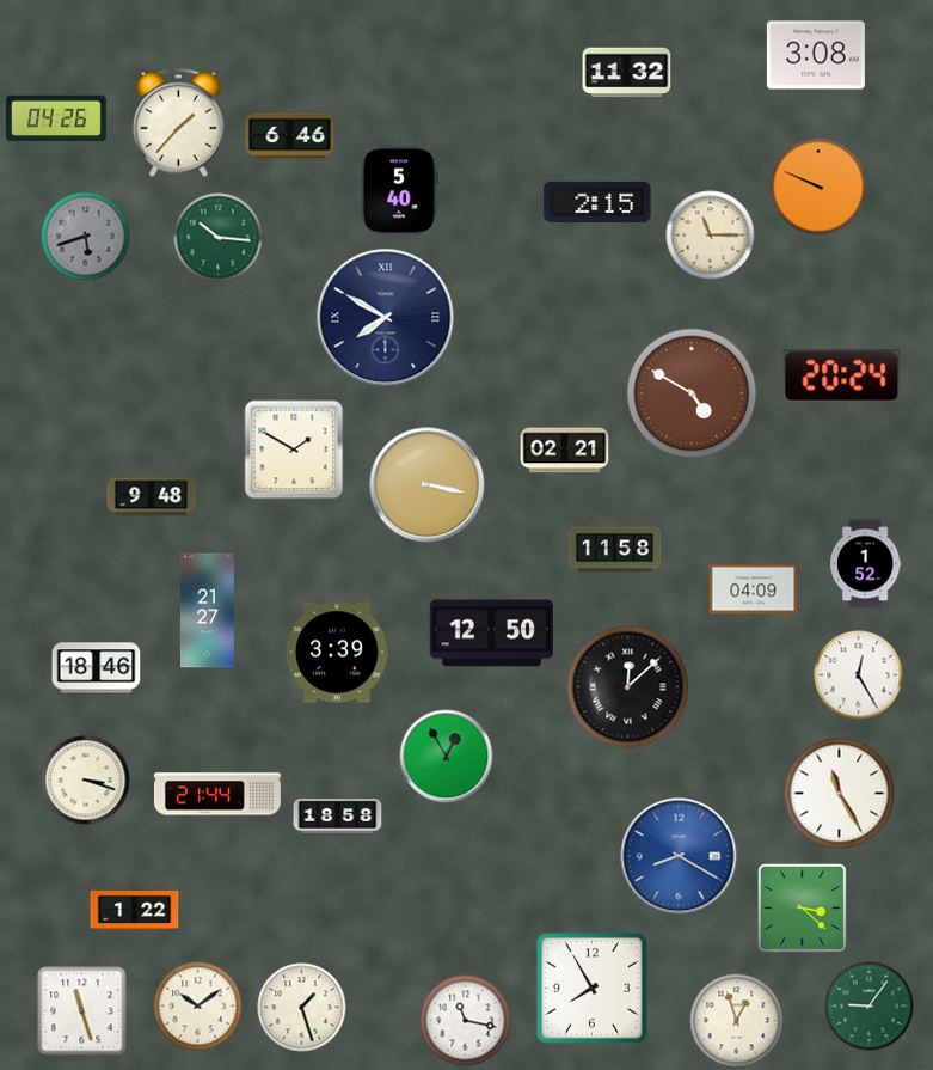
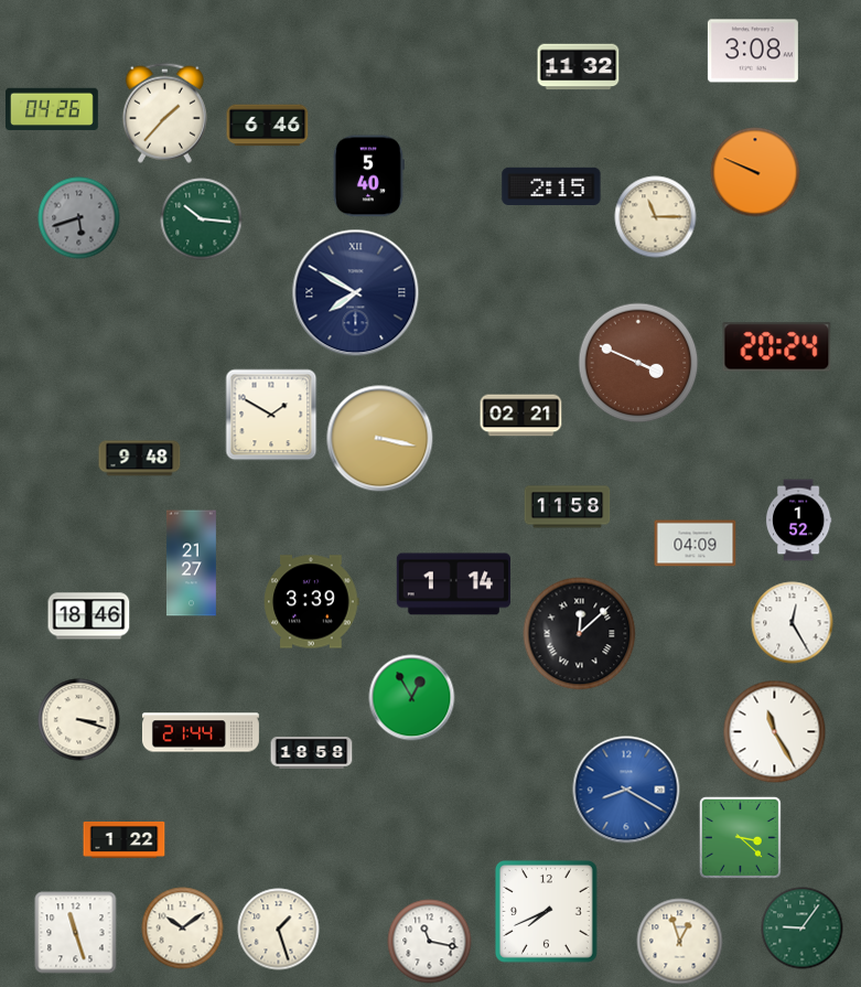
clock at (692, 393): 4:50 -> 3:49
clock at (428, 485) position: (428, 485) -> (380, 439)
clock at (491, 634): 12:50 -> 1:14
clock at (591, 988): 7:55 -> 7:41
